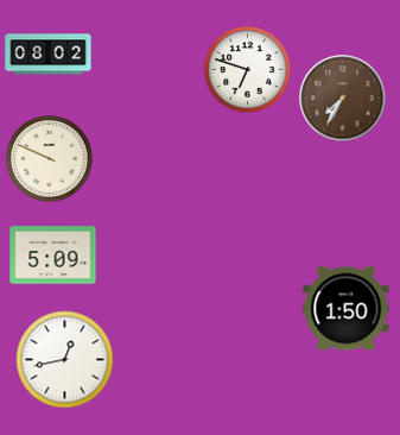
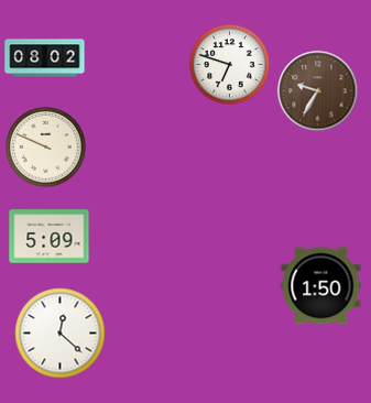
clock at (49, 55) position: (49, 55) -> (45, 58)
clock at (343, 99): 7:35 -> 9:35
clock at (65, 360): 12:43 -> 12:22
